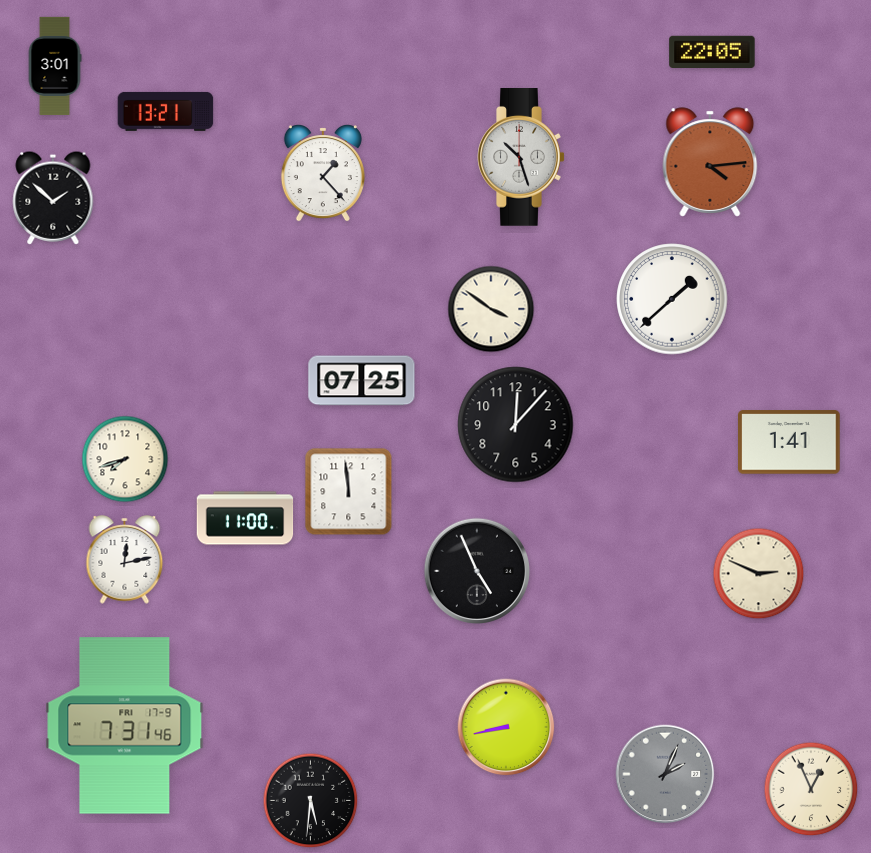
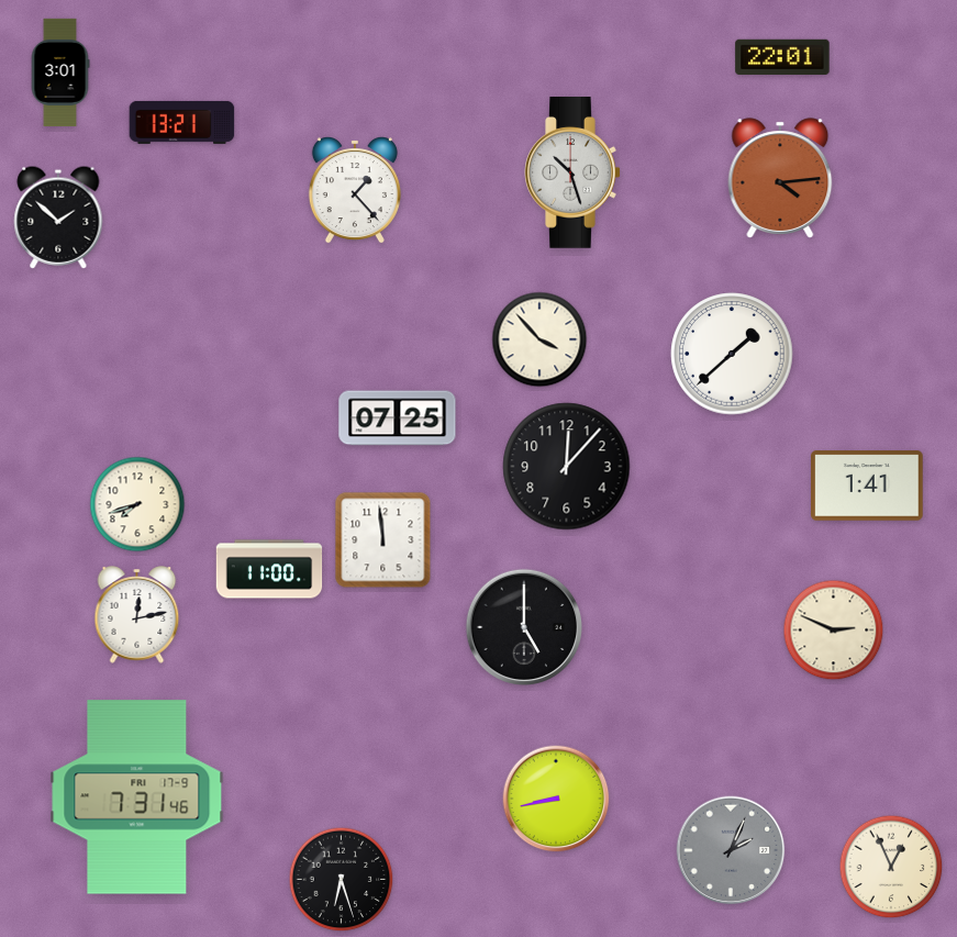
clock at (712, 51): 22:05 -> 22:01
clock at (672, 299) position: (672, 299) -> (732, 354)
clock at (491, 309): 3:51 -> 3:53
clock at (476, 570): 4:56 -> 5:00
clock at (311, 801): 5:31 -> 6:27
